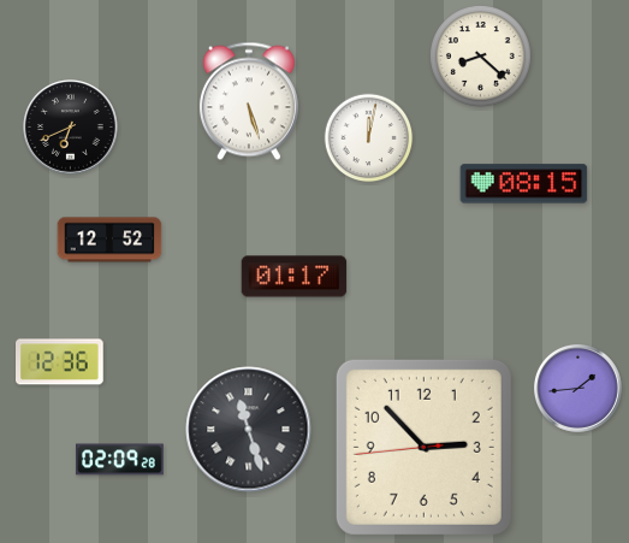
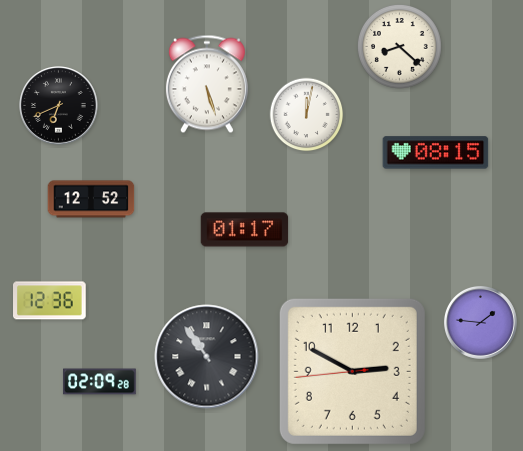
clock at (577, 388): 1:44 -> 1:46
clock at (249, 430): 11:27 -> 10:54
clock at (423, 447): 2:52 -> 2:49
